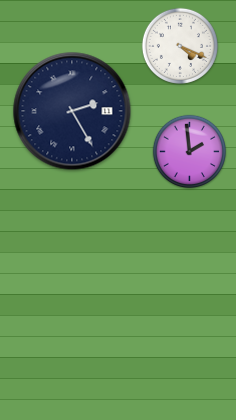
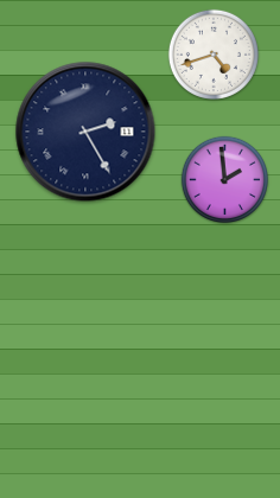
clock at (180, 46): 4:19 -> 4:42
